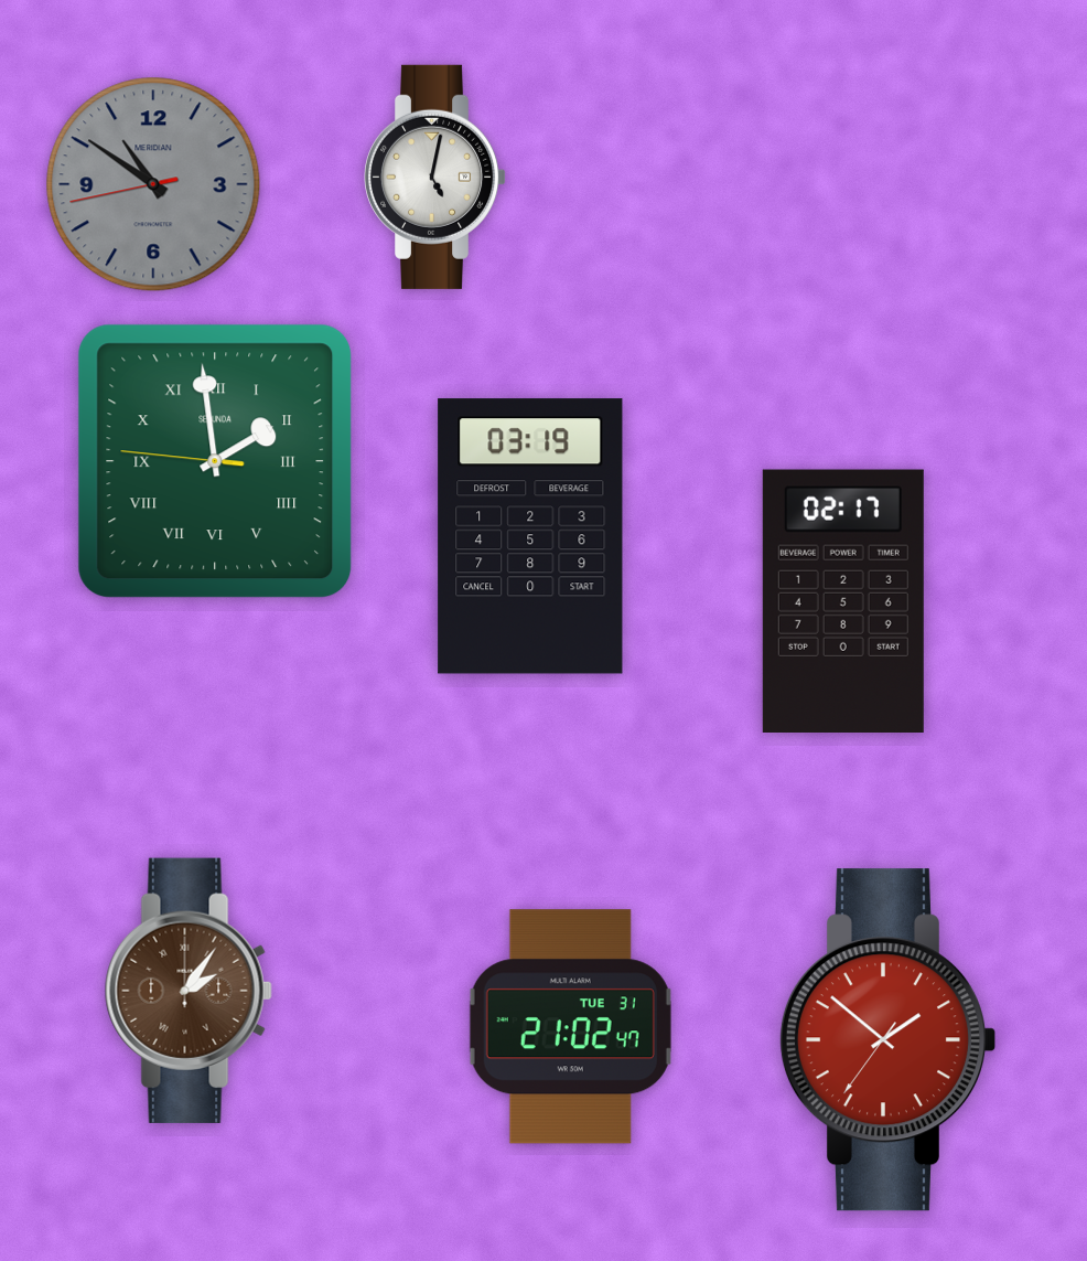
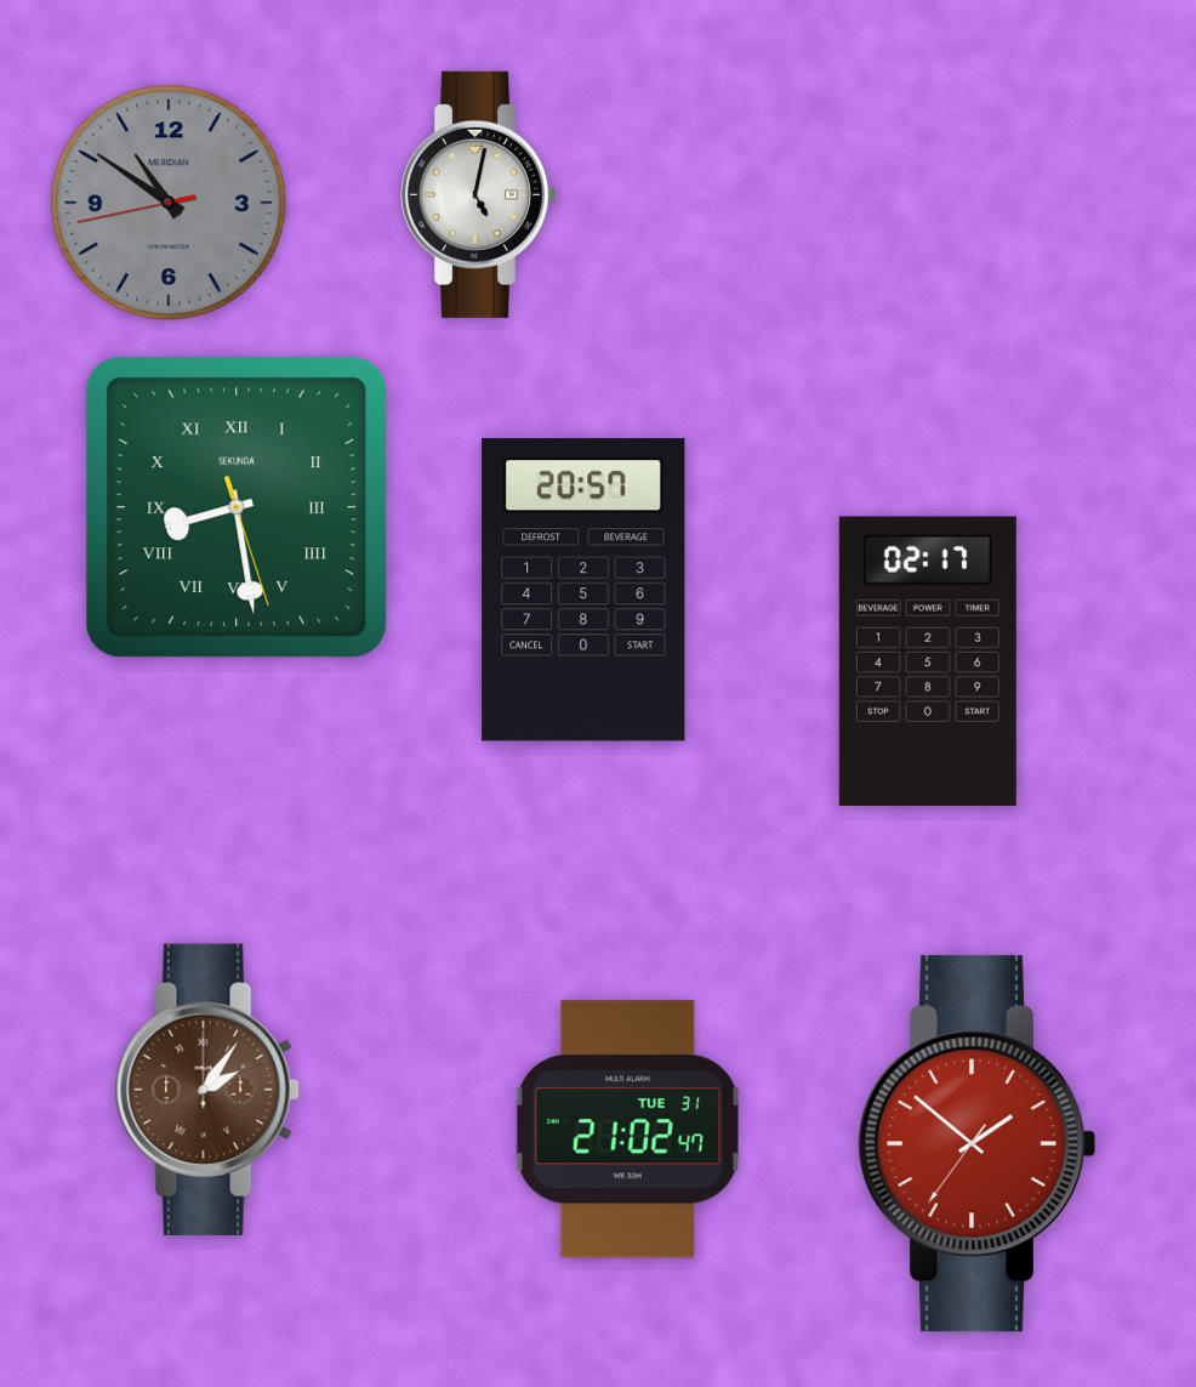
clock at (215, 461): 1:58 -> 8:28
clock at (530, 536): 03:19 -> 20:57
